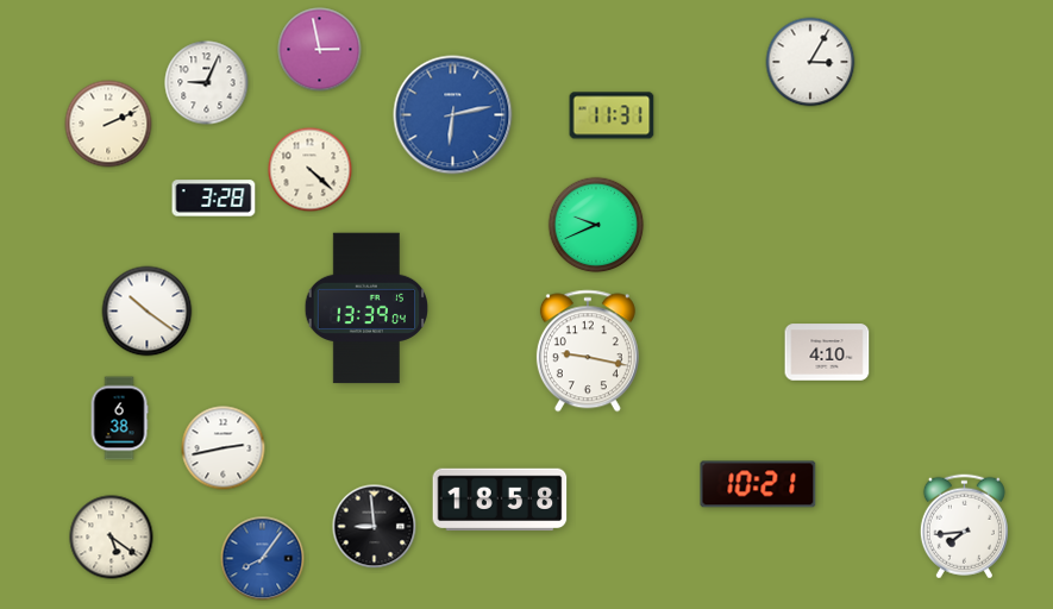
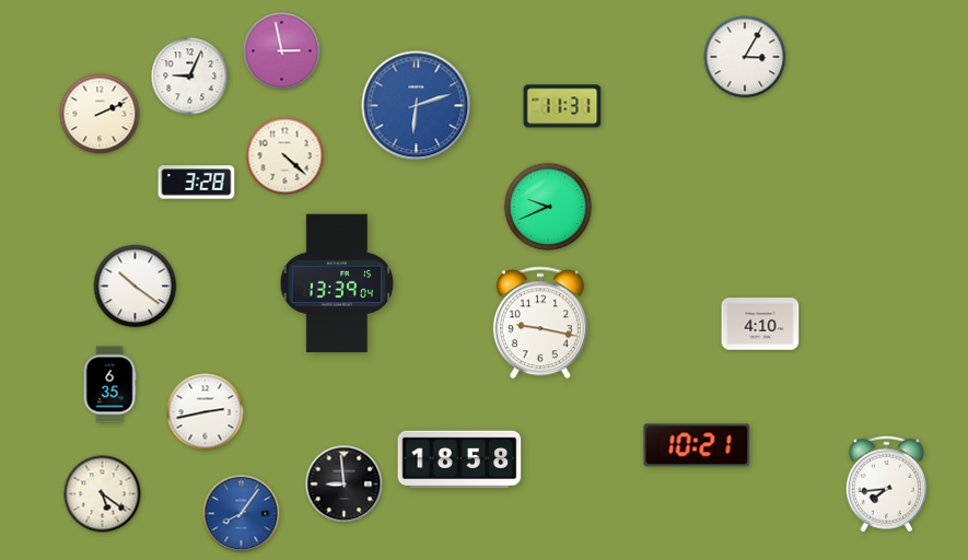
clock at (320, 50) position: (320, 50) -> (282, 51)
clock at (453, 115): 6:13 -> 6:12
clock at (119, 419): 6:38 -> 6:35
